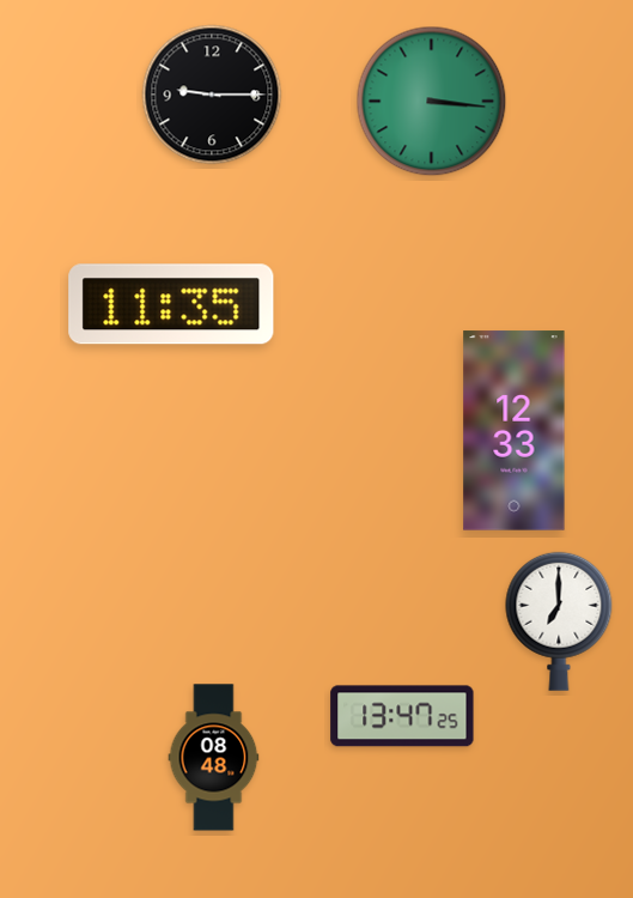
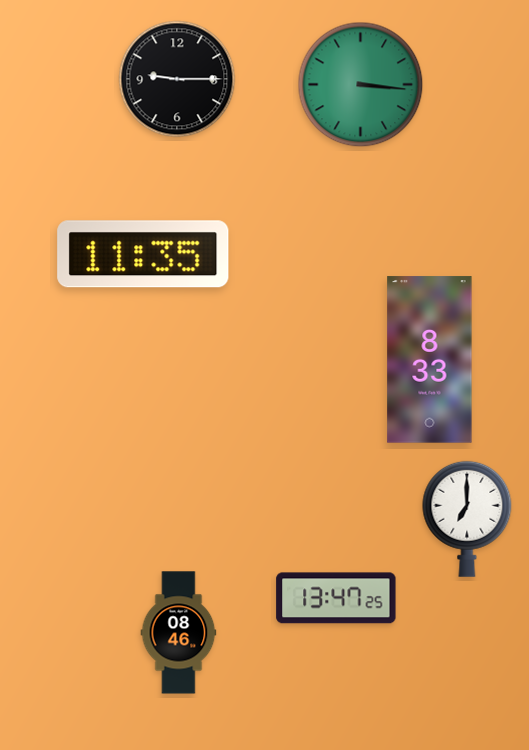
clock at (515, 431): 12:33 -> 8:33
clock at (214, 758): 08:48 -> 08:46
